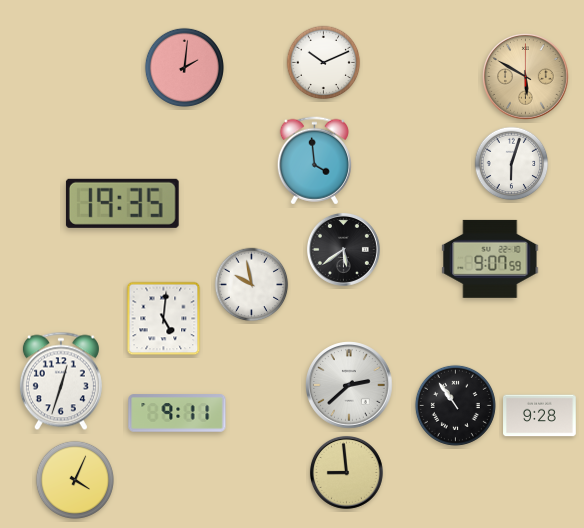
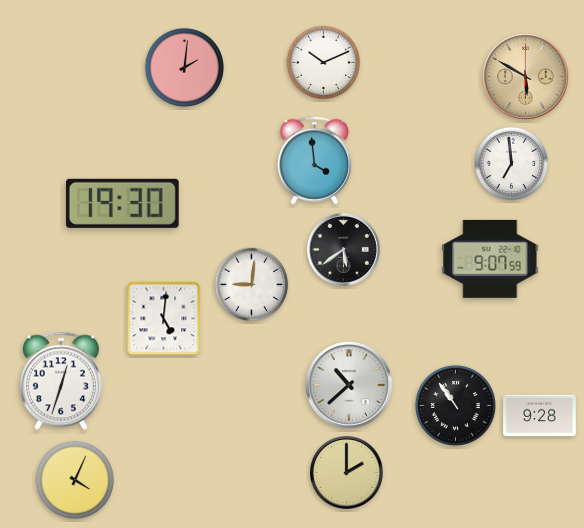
clock at (512, 164): 6:03 -> 6:59
clock at (122, 203): 19:35 -> 19:30
clock at (252, 285): 9:58 -> 9:01
clock at (349, 385): 2:38 -> 10:38
clock at (177, 413): 9:11 -> none
clock at (346, 472): 8:59 -> 2:00
